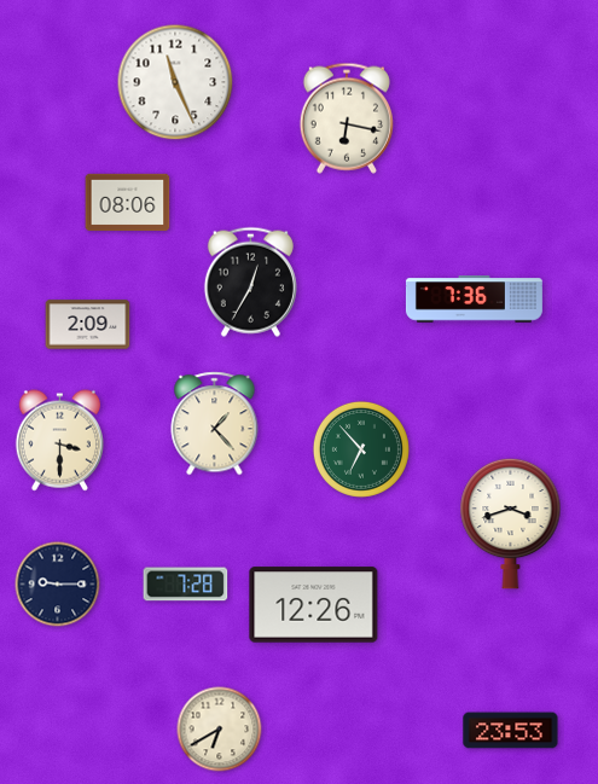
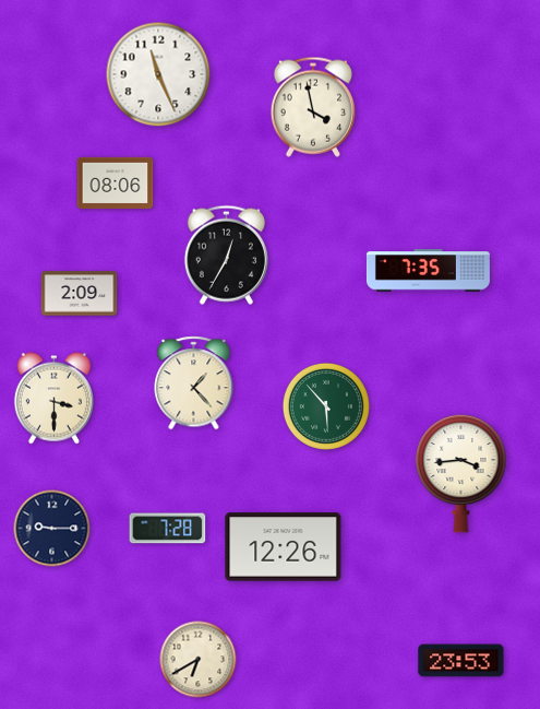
clock at (347, 118): 6:17 -> 3:58
clock at (474, 300): 7:36 -> 7:35
clock at (361, 449): 6:53 -> 5:53
clock at (511, 523): 3:42 -> 3:44
